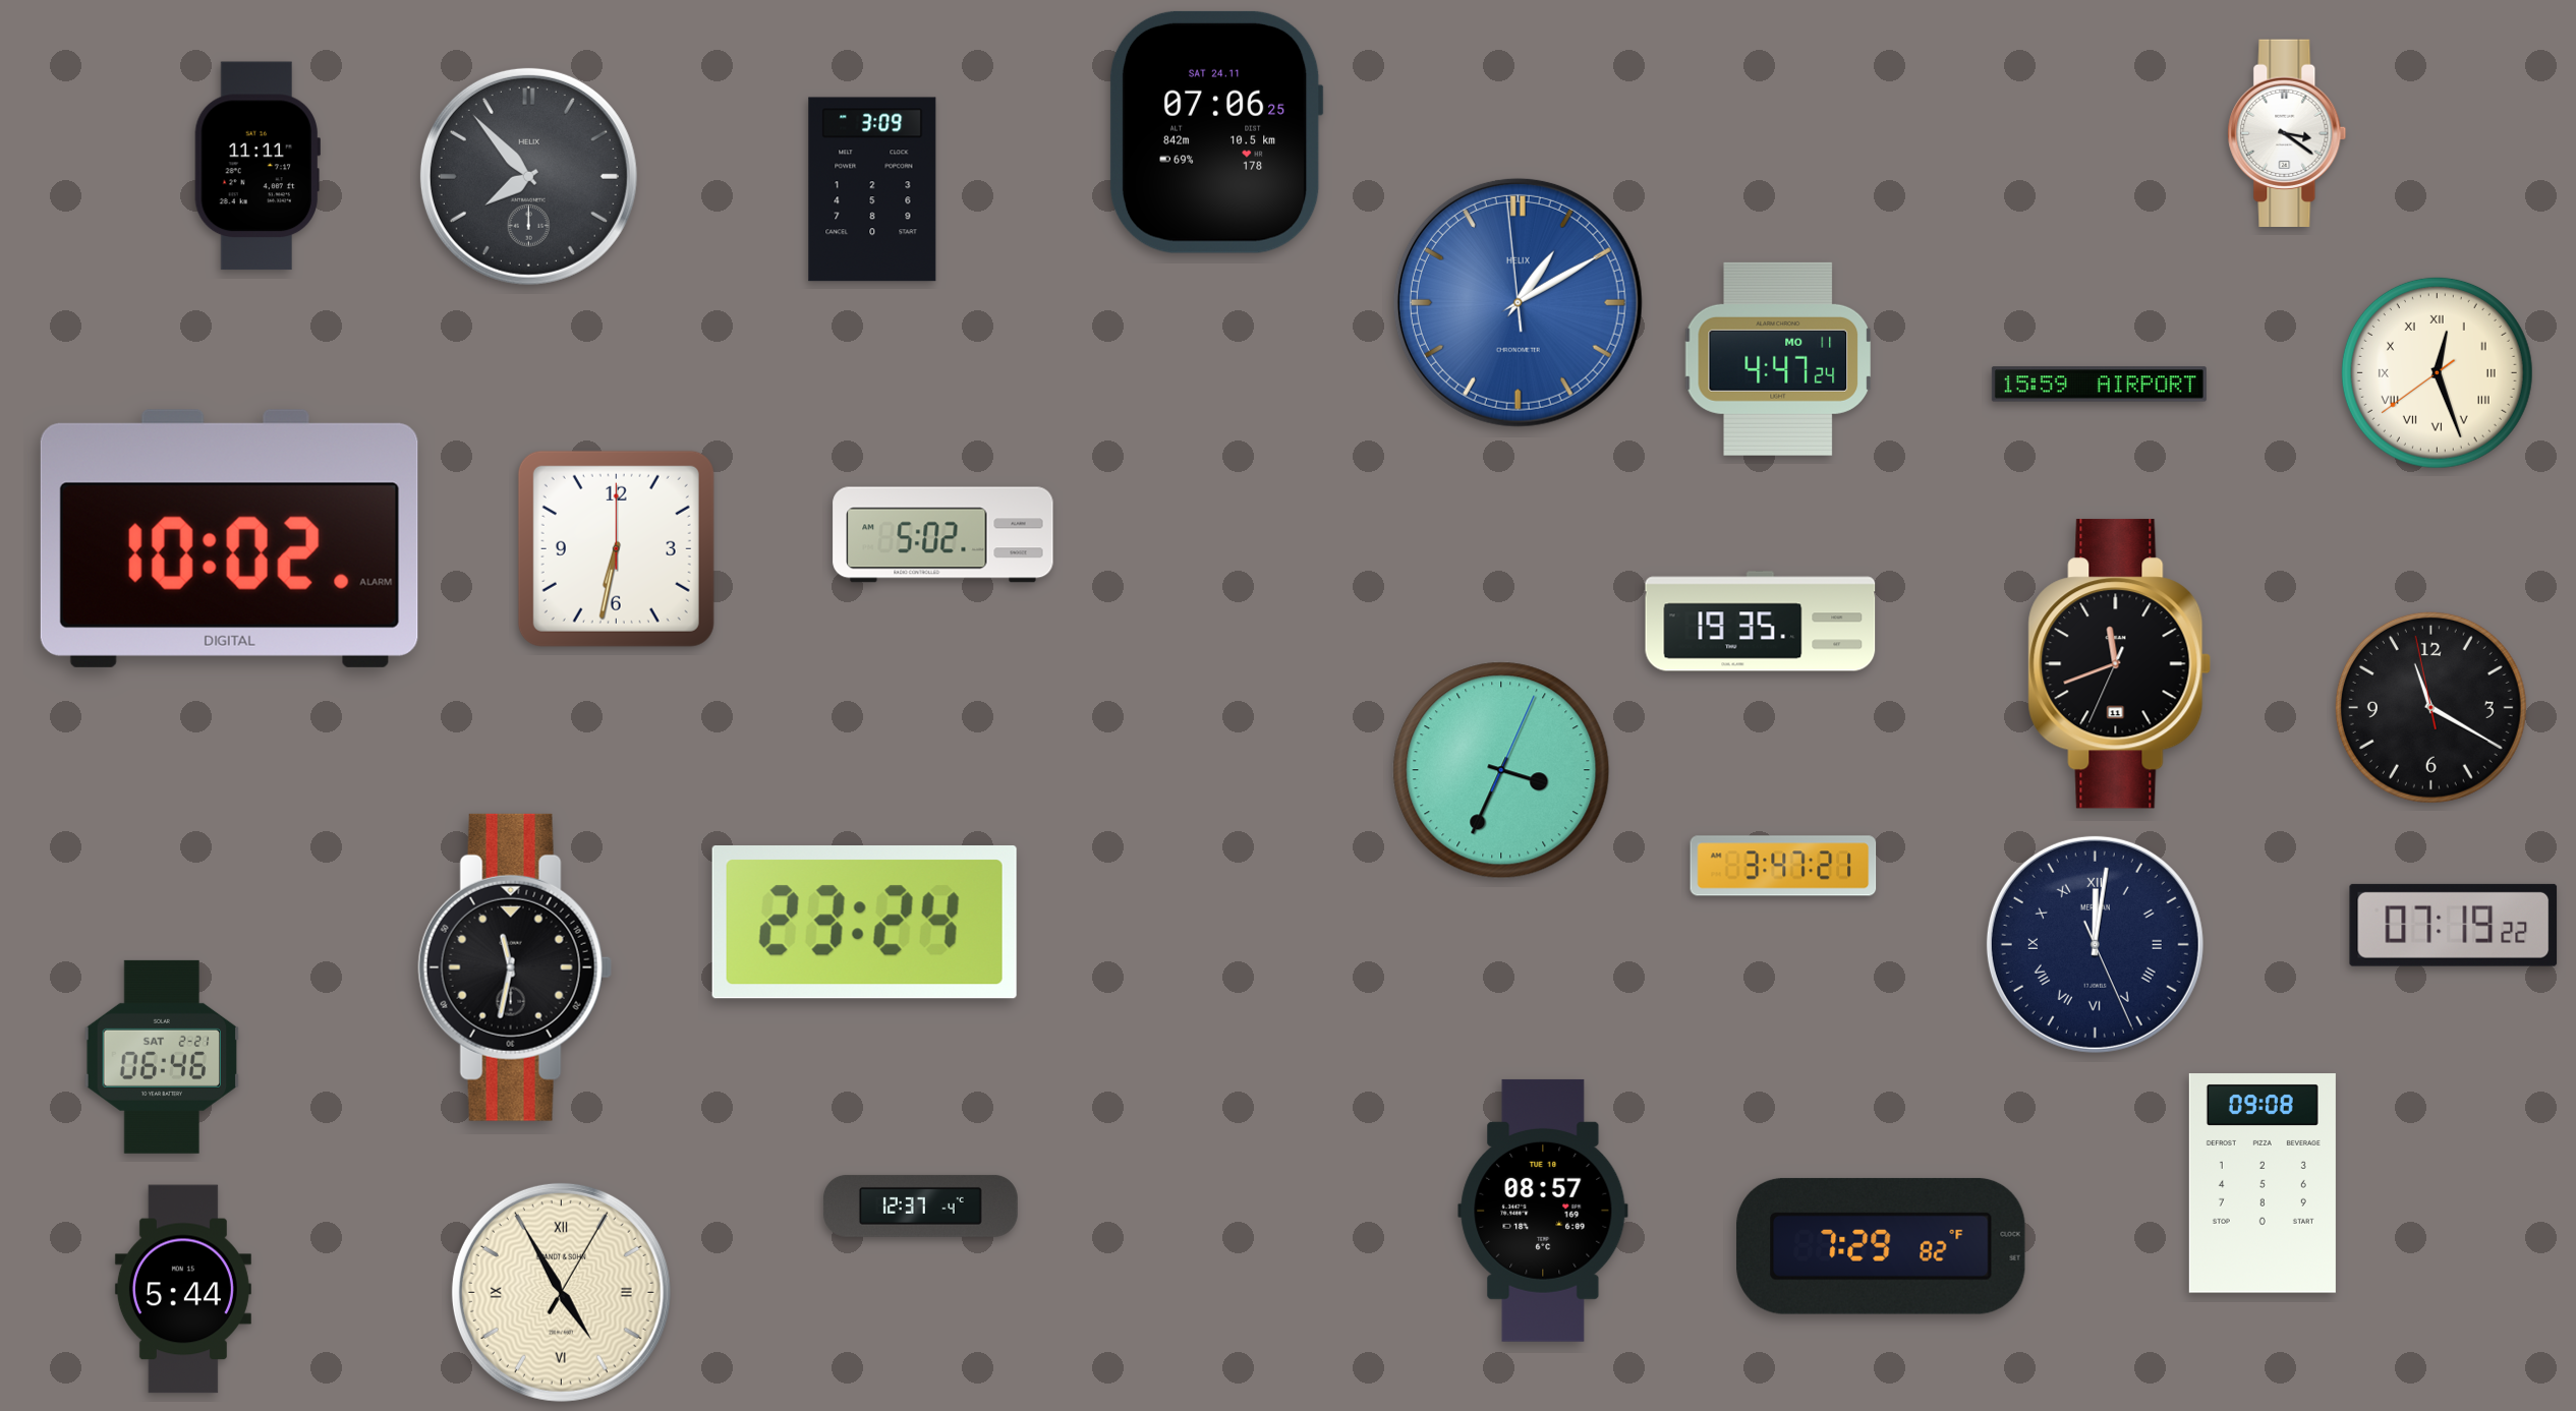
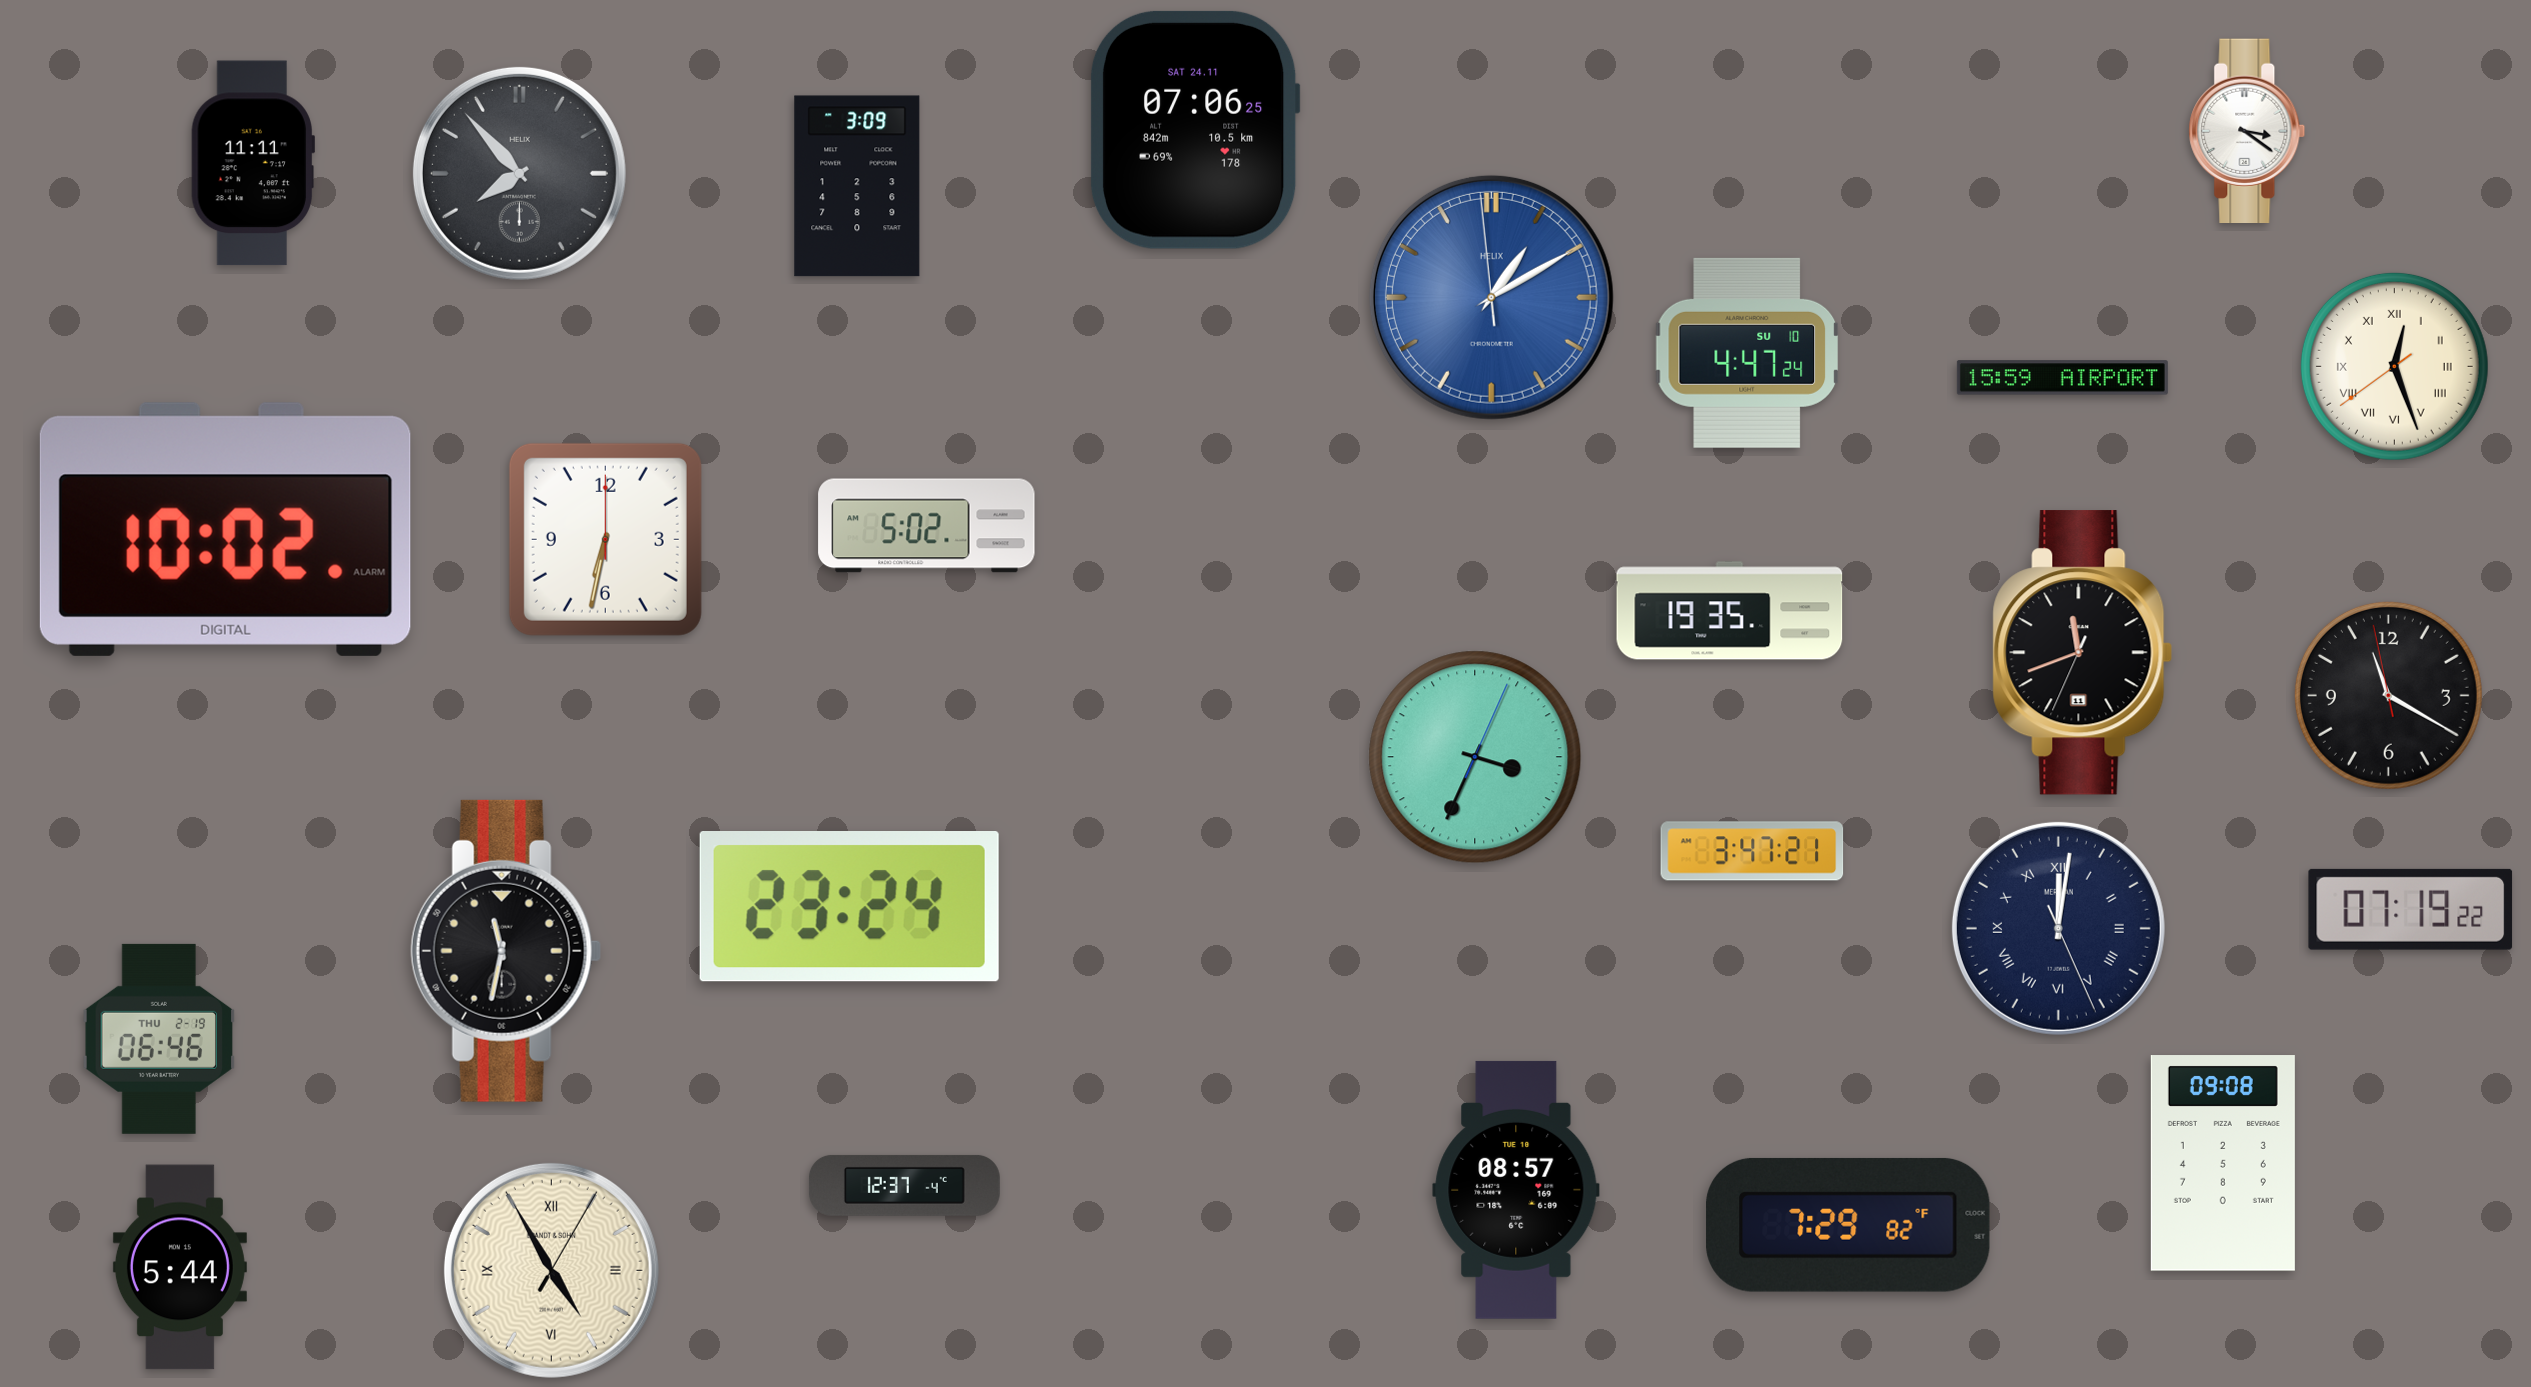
clock at (1778, 359) date: MO 11 -> SU 10
clock at (162, 1057) date: SAT 2-21 -> THU 2-19
